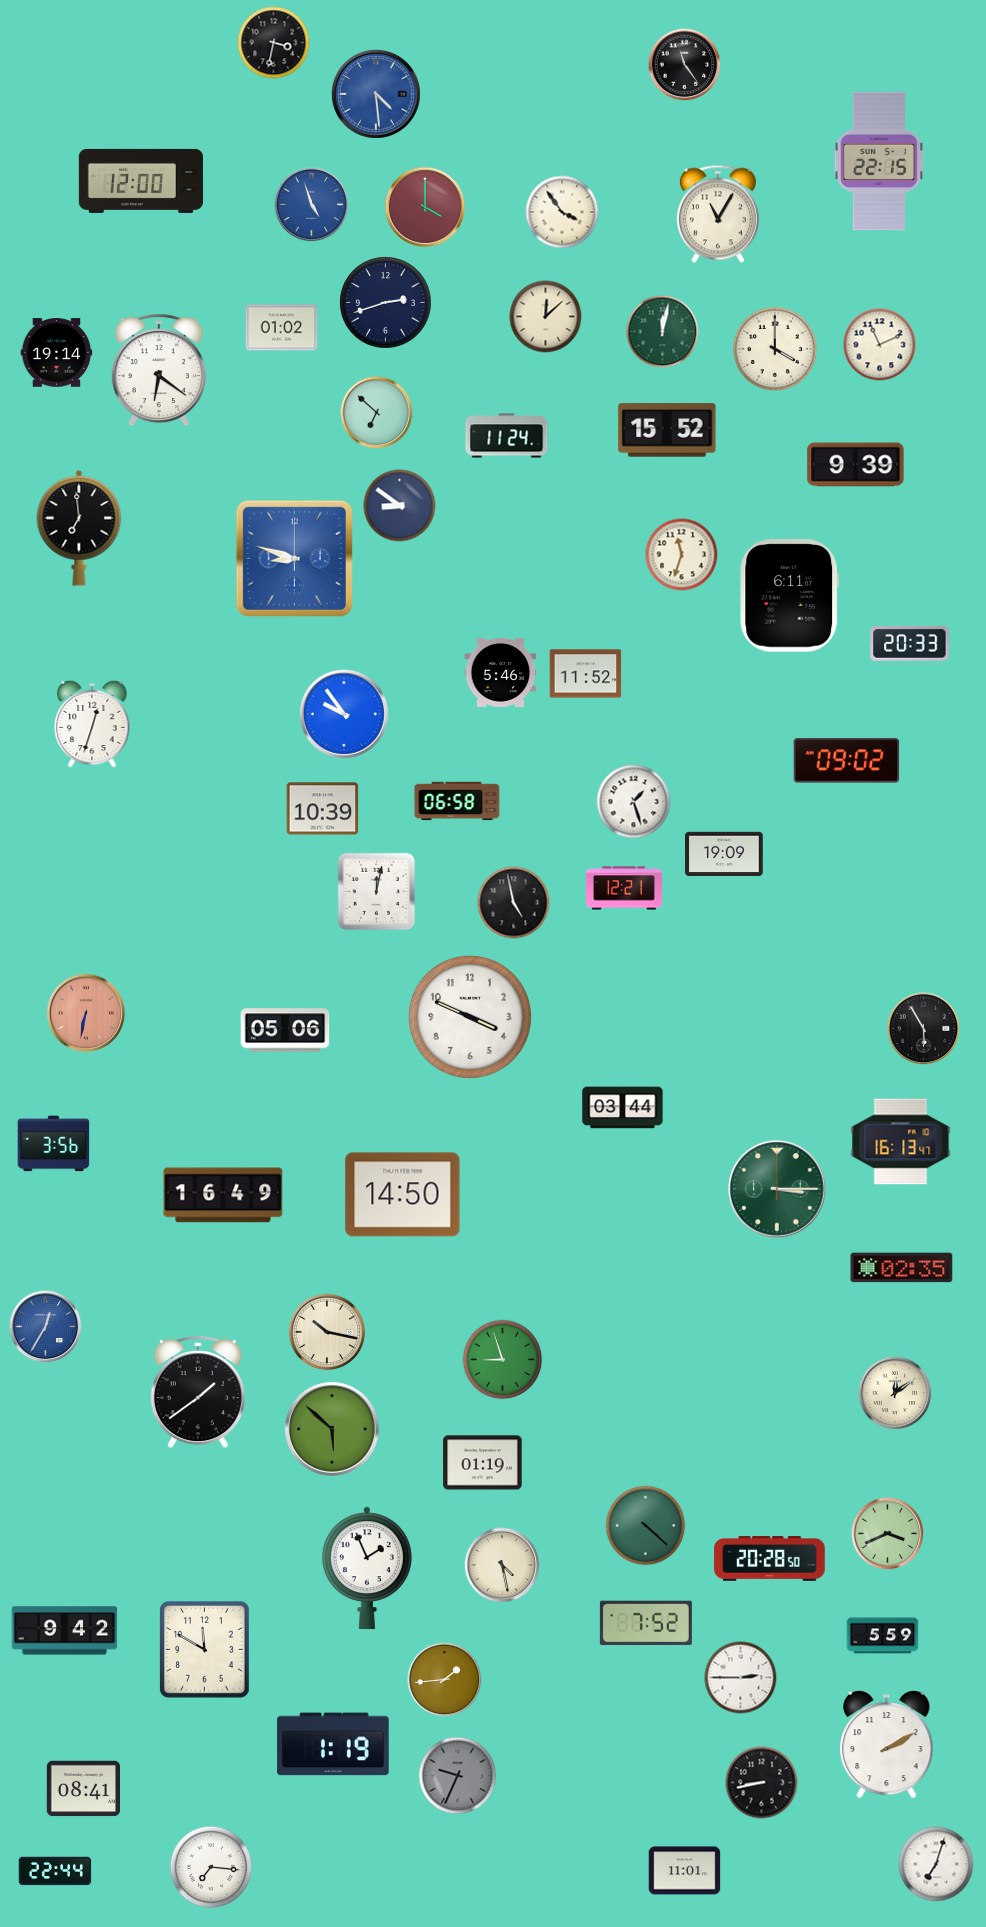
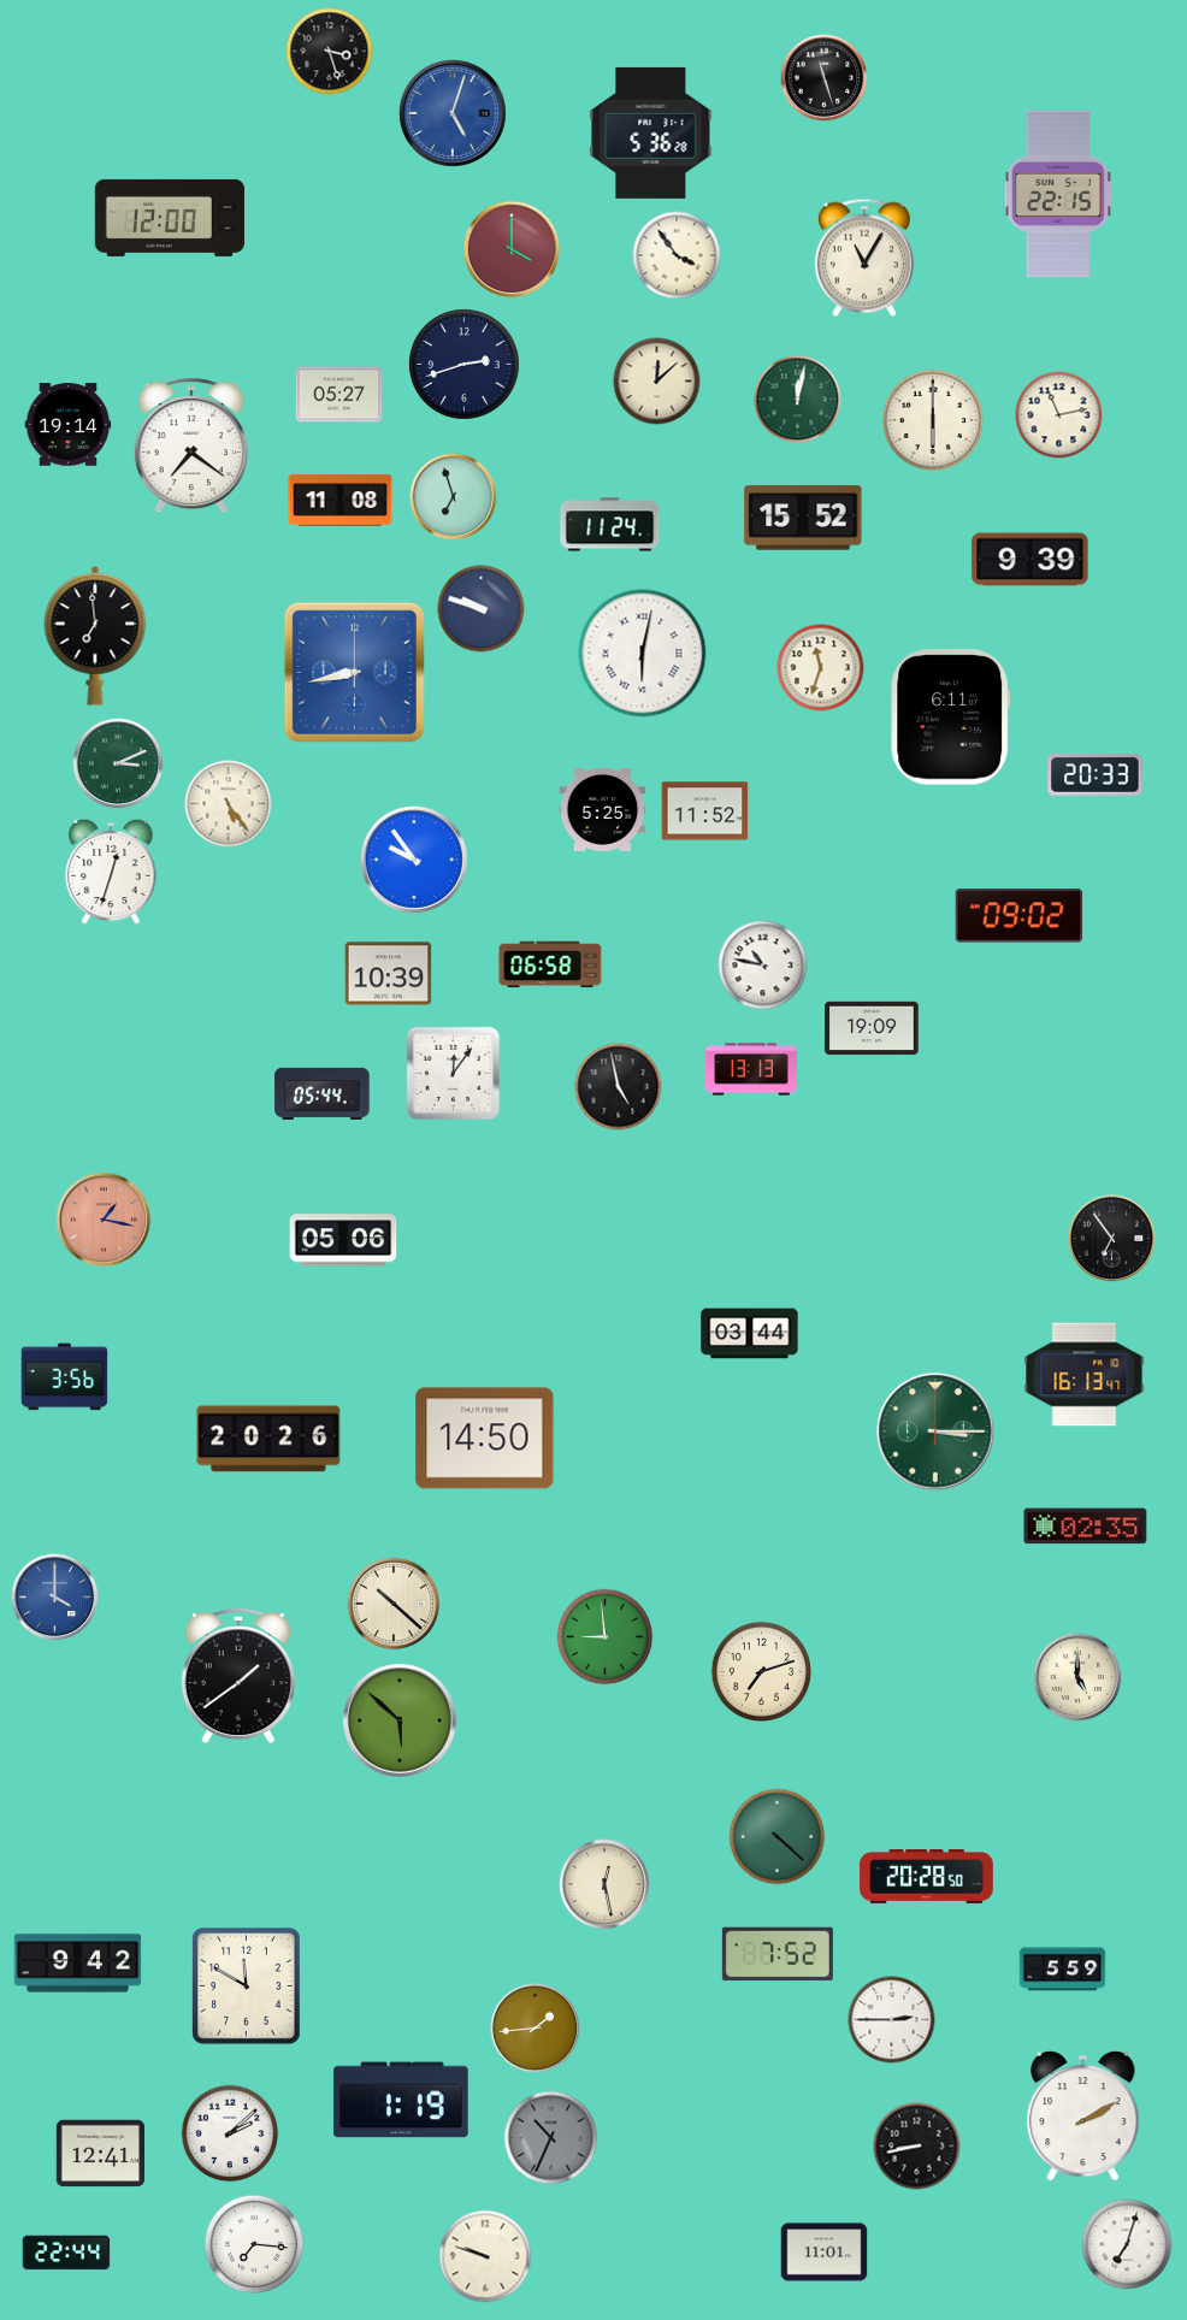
clock at (274, 43): 3:32 -> 3:27
clock at (685, 65): 11:24 -> 11:27
clock at (376, 94): 4:29 -> 5:03
clock at (651, 132): none -> 5:36
clock at (312, 205): 4:57 -> none
clock at (282, 328): 01:02 -> 05:27
clock at (880, 345): 11:11 -> 11:13
clock at (775, 349): 4:00 -> 6:00
clock at (159, 371): 6:21 -> 7:21
clock at (377, 413): 6:52 -> 6:57
clock at (341, 501): none -> 11:08
clock at (400, 506): 8:51 -> 9:48
clock at (643, 654): none -> 6:02
clock at (294, 558): 8:48 -> 8:43
clock at (118, 763): none -> 3:11
clock at (229, 804): none -> 5:24
clock at (501, 672): 5:46 -> 5:25
clock at (634, 802): 1:27 -> 10:47
clock at (624, 888): 12:21 -> 13:13
clock at (377, 892): 12:02 -> 12:06
clock at (323, 1093): none -> 05:44
clock at (86, 1013): 6:32 -> 1:17
clock at (470, 1017): 3:49 -> none
clock at (924, 1029): 5:55 -> 6:54
clock at (223, 1195): 16:49 -> 20:26
clock at (46, 1327): 12:35 -> 4:00
clock at (327, 1332): 10:17 -> 10:22
clock at (503, 1360): 8:57 -> 8:59
clock at (762, 1672): none -> 7:12
clock at (895, 1393): 12:09 -> 5:00
clock at (483, 1463): 01:19 -> none
clock at (888, 1534): 3:41 -> none
clock at (502, 1565): 4:28 -> 12:28
clock at (367, 1568): 1:56 -> none
clock at (445, 1680) position: (445, 1680) -> (536, 2029)
clock at (887, 1745) position: (887, 1745) -> (1083, 2117)
clock at (230, 2133): none -> 2:08
clock at (458, 1776): 9:34 -> 10:34
clock at (84, 1789): 08:41 -> 12:41
clock at (211, 1867) position: (211, 1867) -> (254, 2244)
clock at (485, 2256): none -> 9:48
